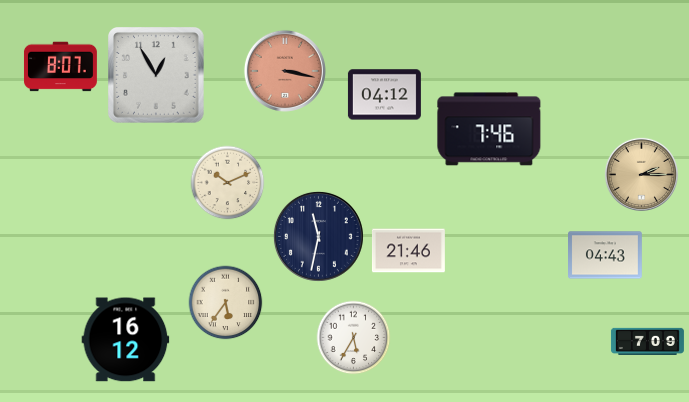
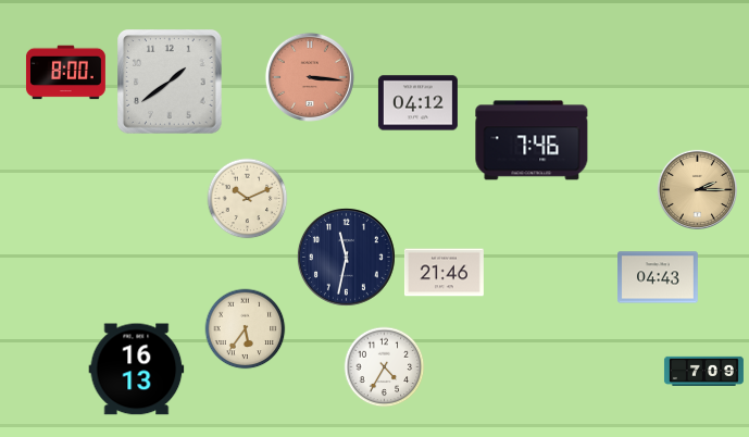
clock at (60, 67): 8:07 -> 8:00
clock at (285, 71): 3:17 -> 3:16
clock at (157, 76): 12:55 -> 1:39
clock at (354, 338): 5:35 -> 4:35
clock at (126, 340): 16:12 -> 16:13
